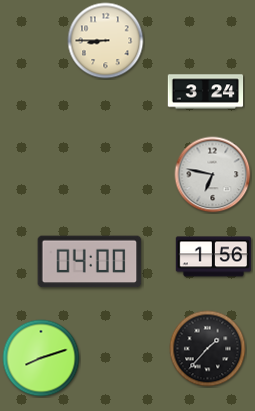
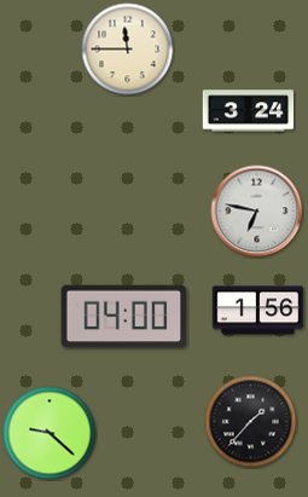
clock at (106, 41): 8:45 -> 11:45
clock at (90, 262) position: (90, 262) -> (124, 317)
clock at (41, 358): 8:12 -> 9:22
